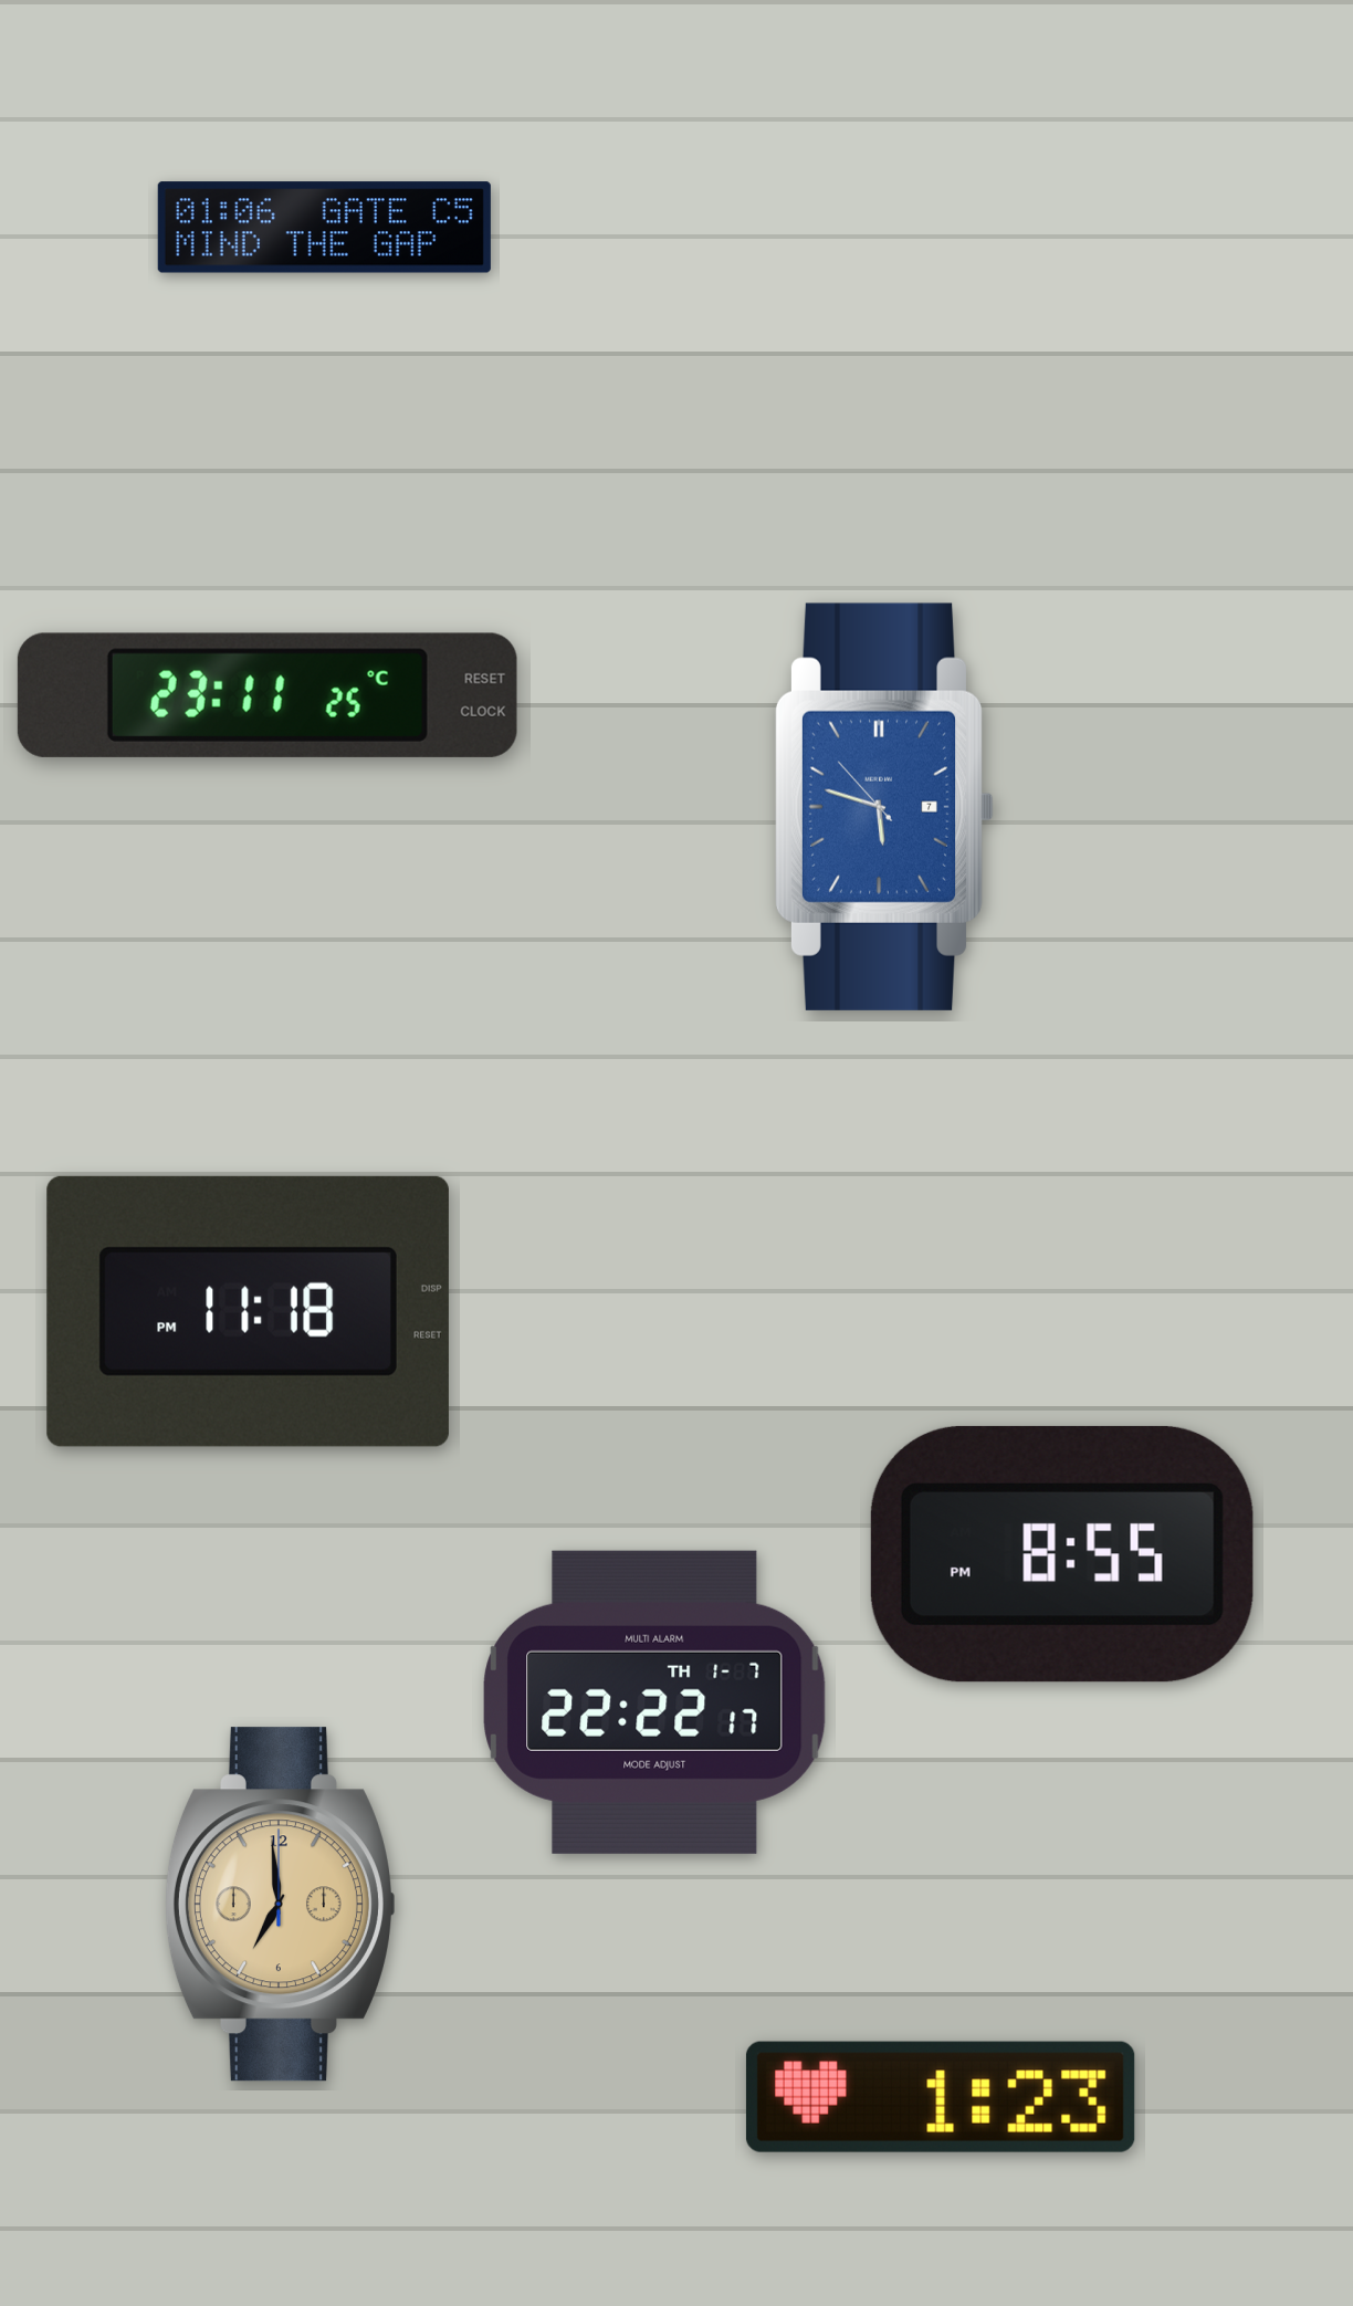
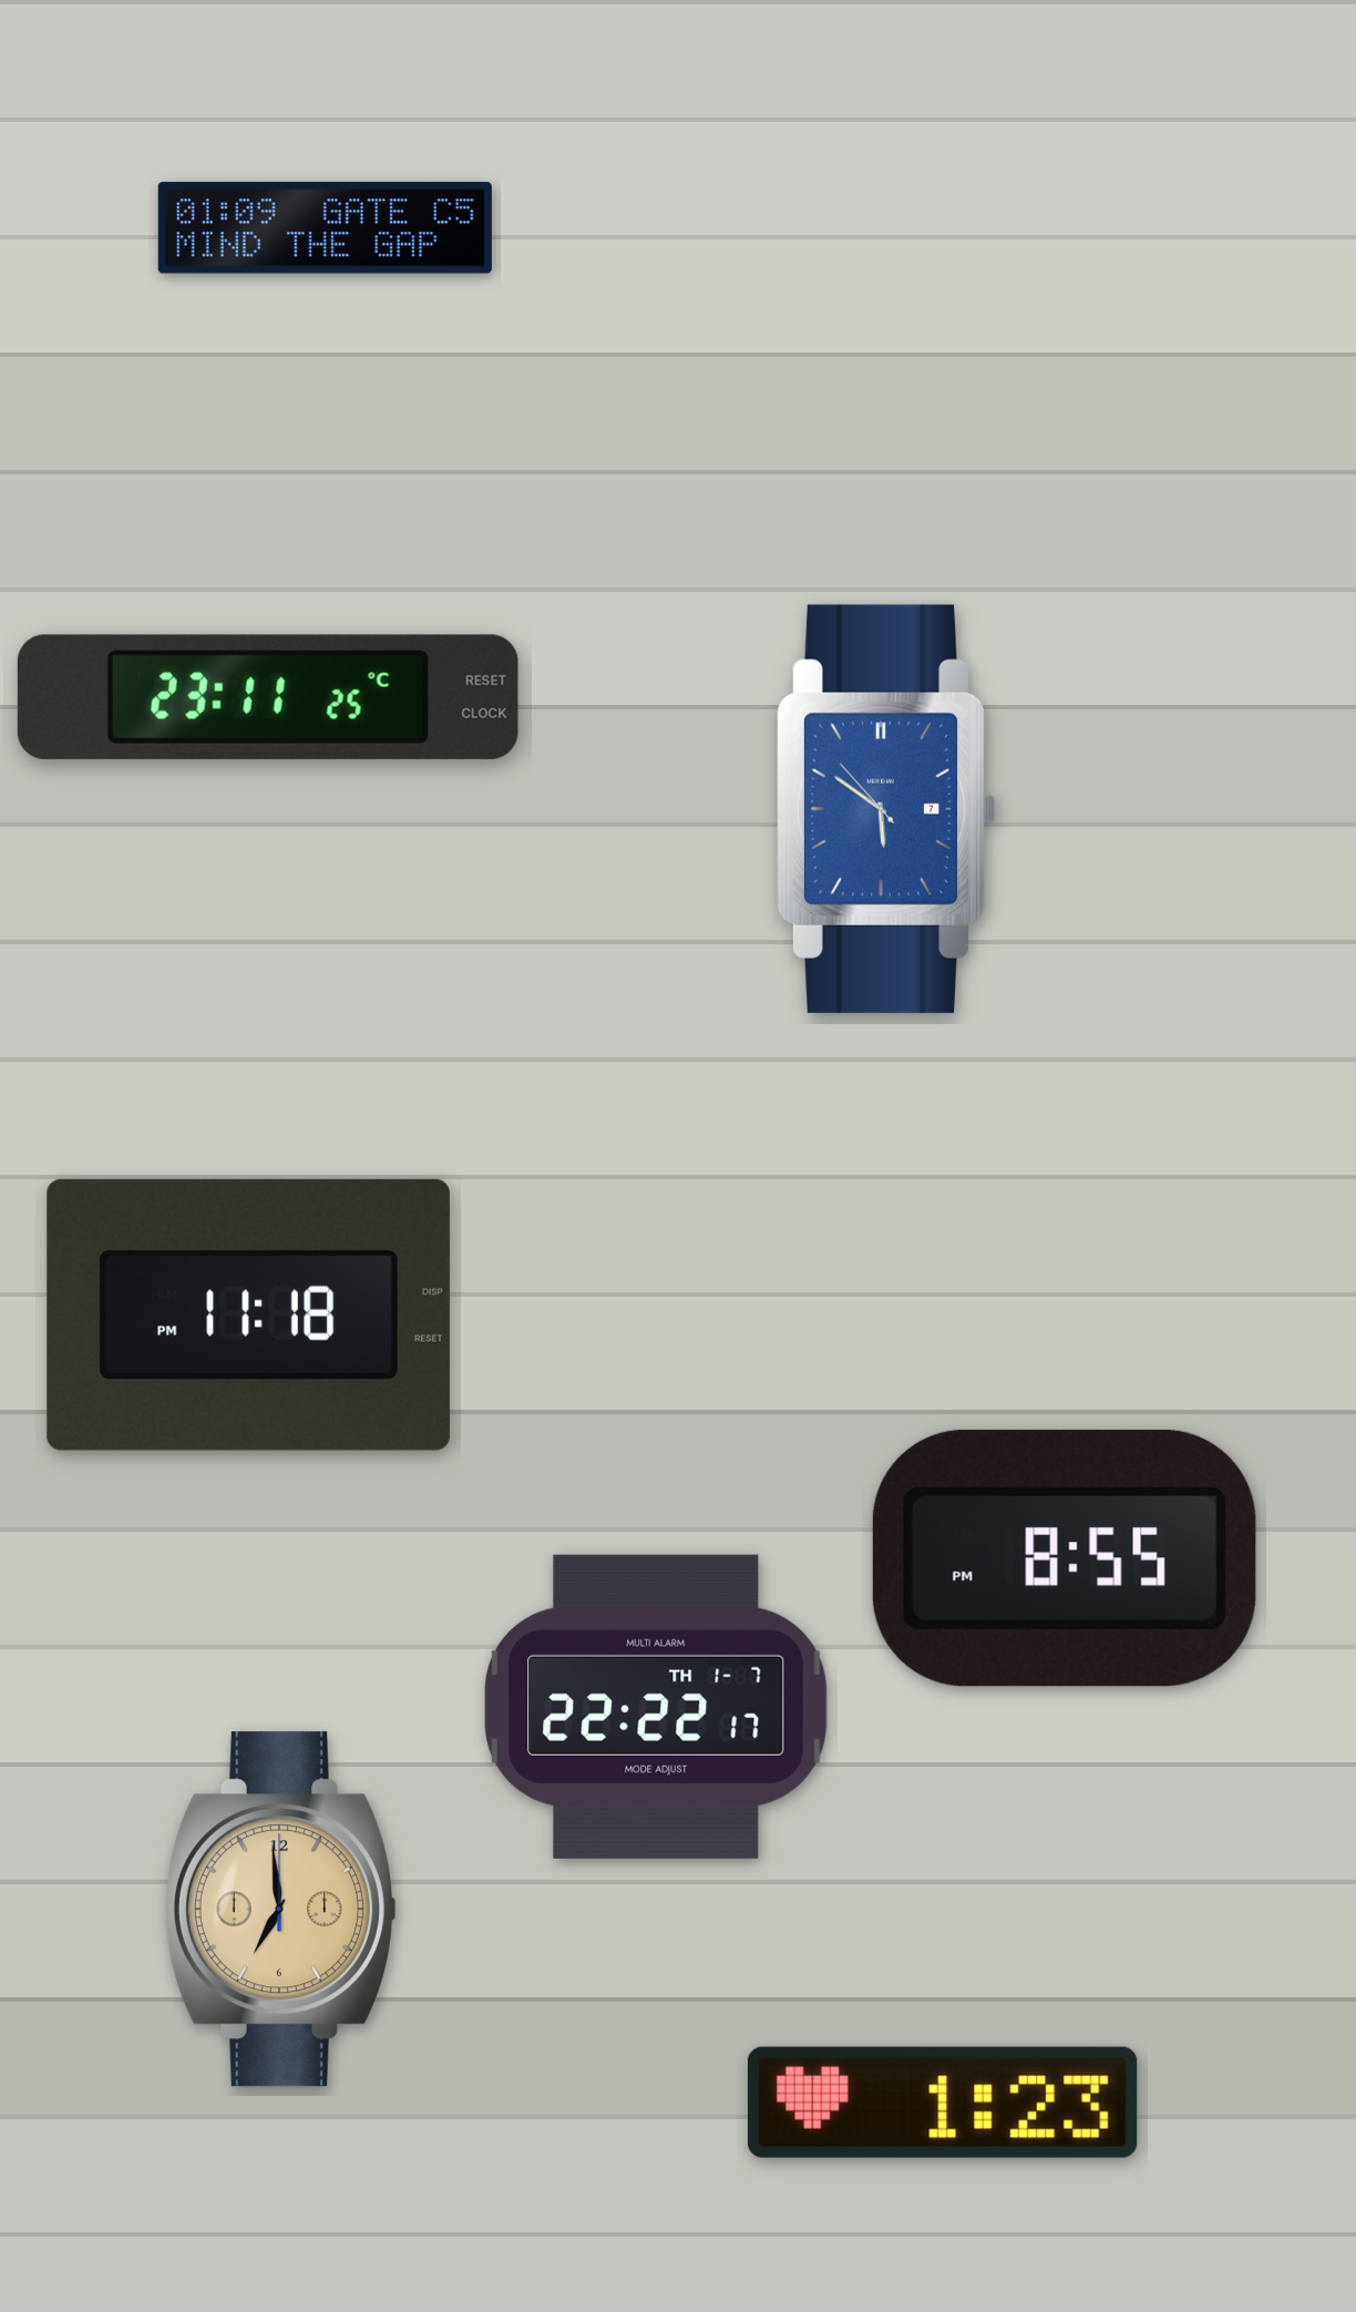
clock at (324, 228): 01:06 -> 01:09
clock at (884, 807): 5:47 -> 5:50
